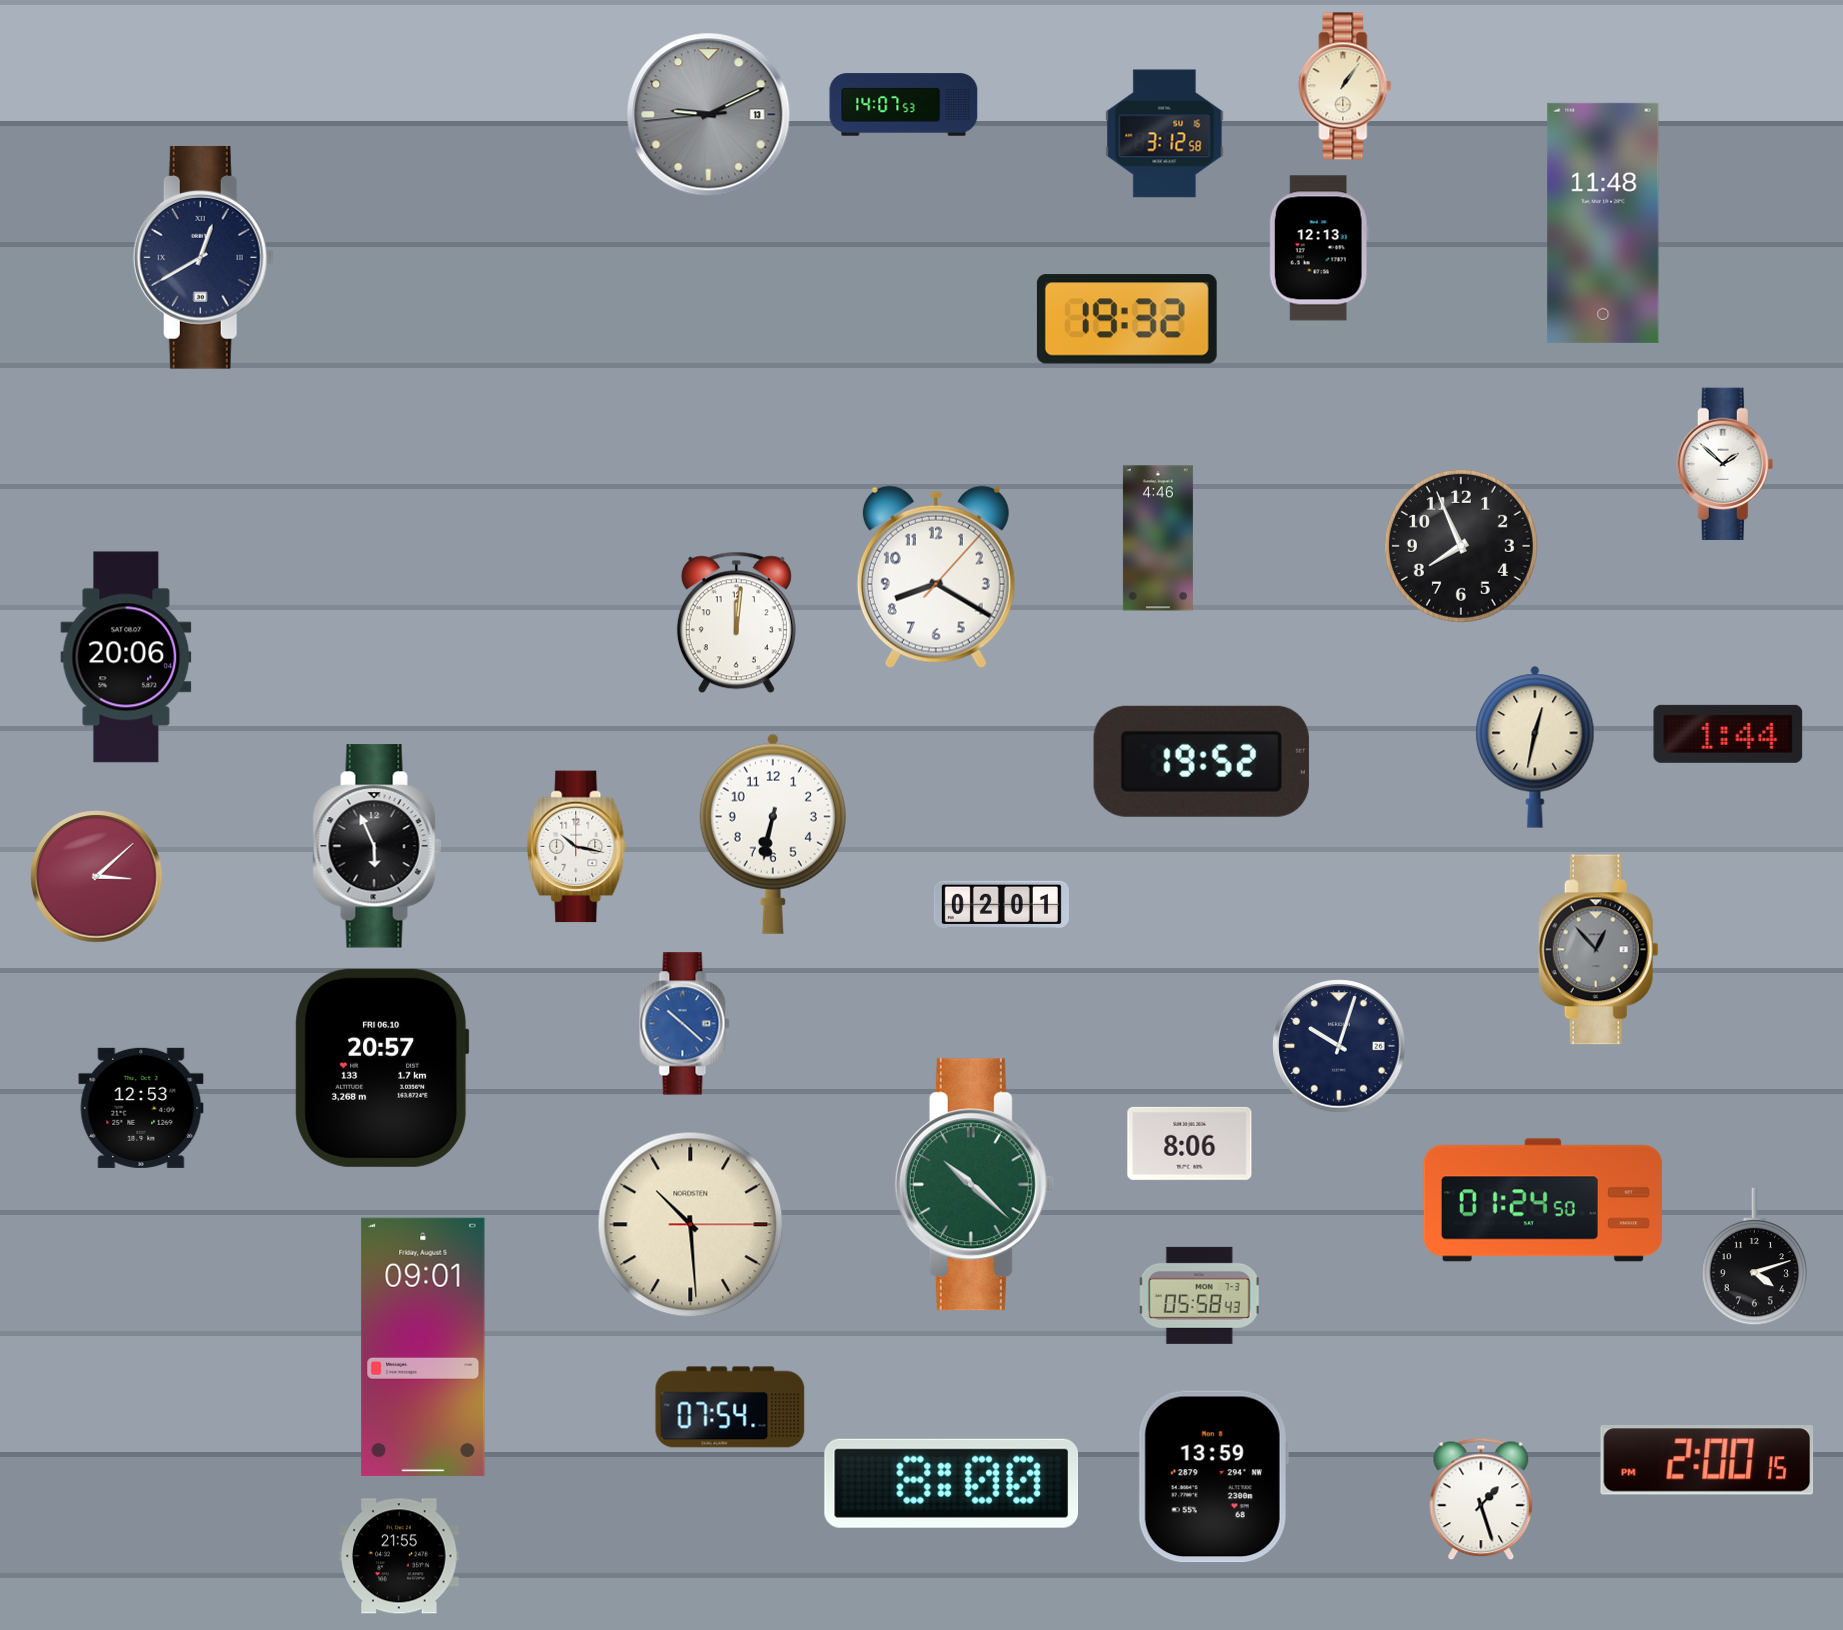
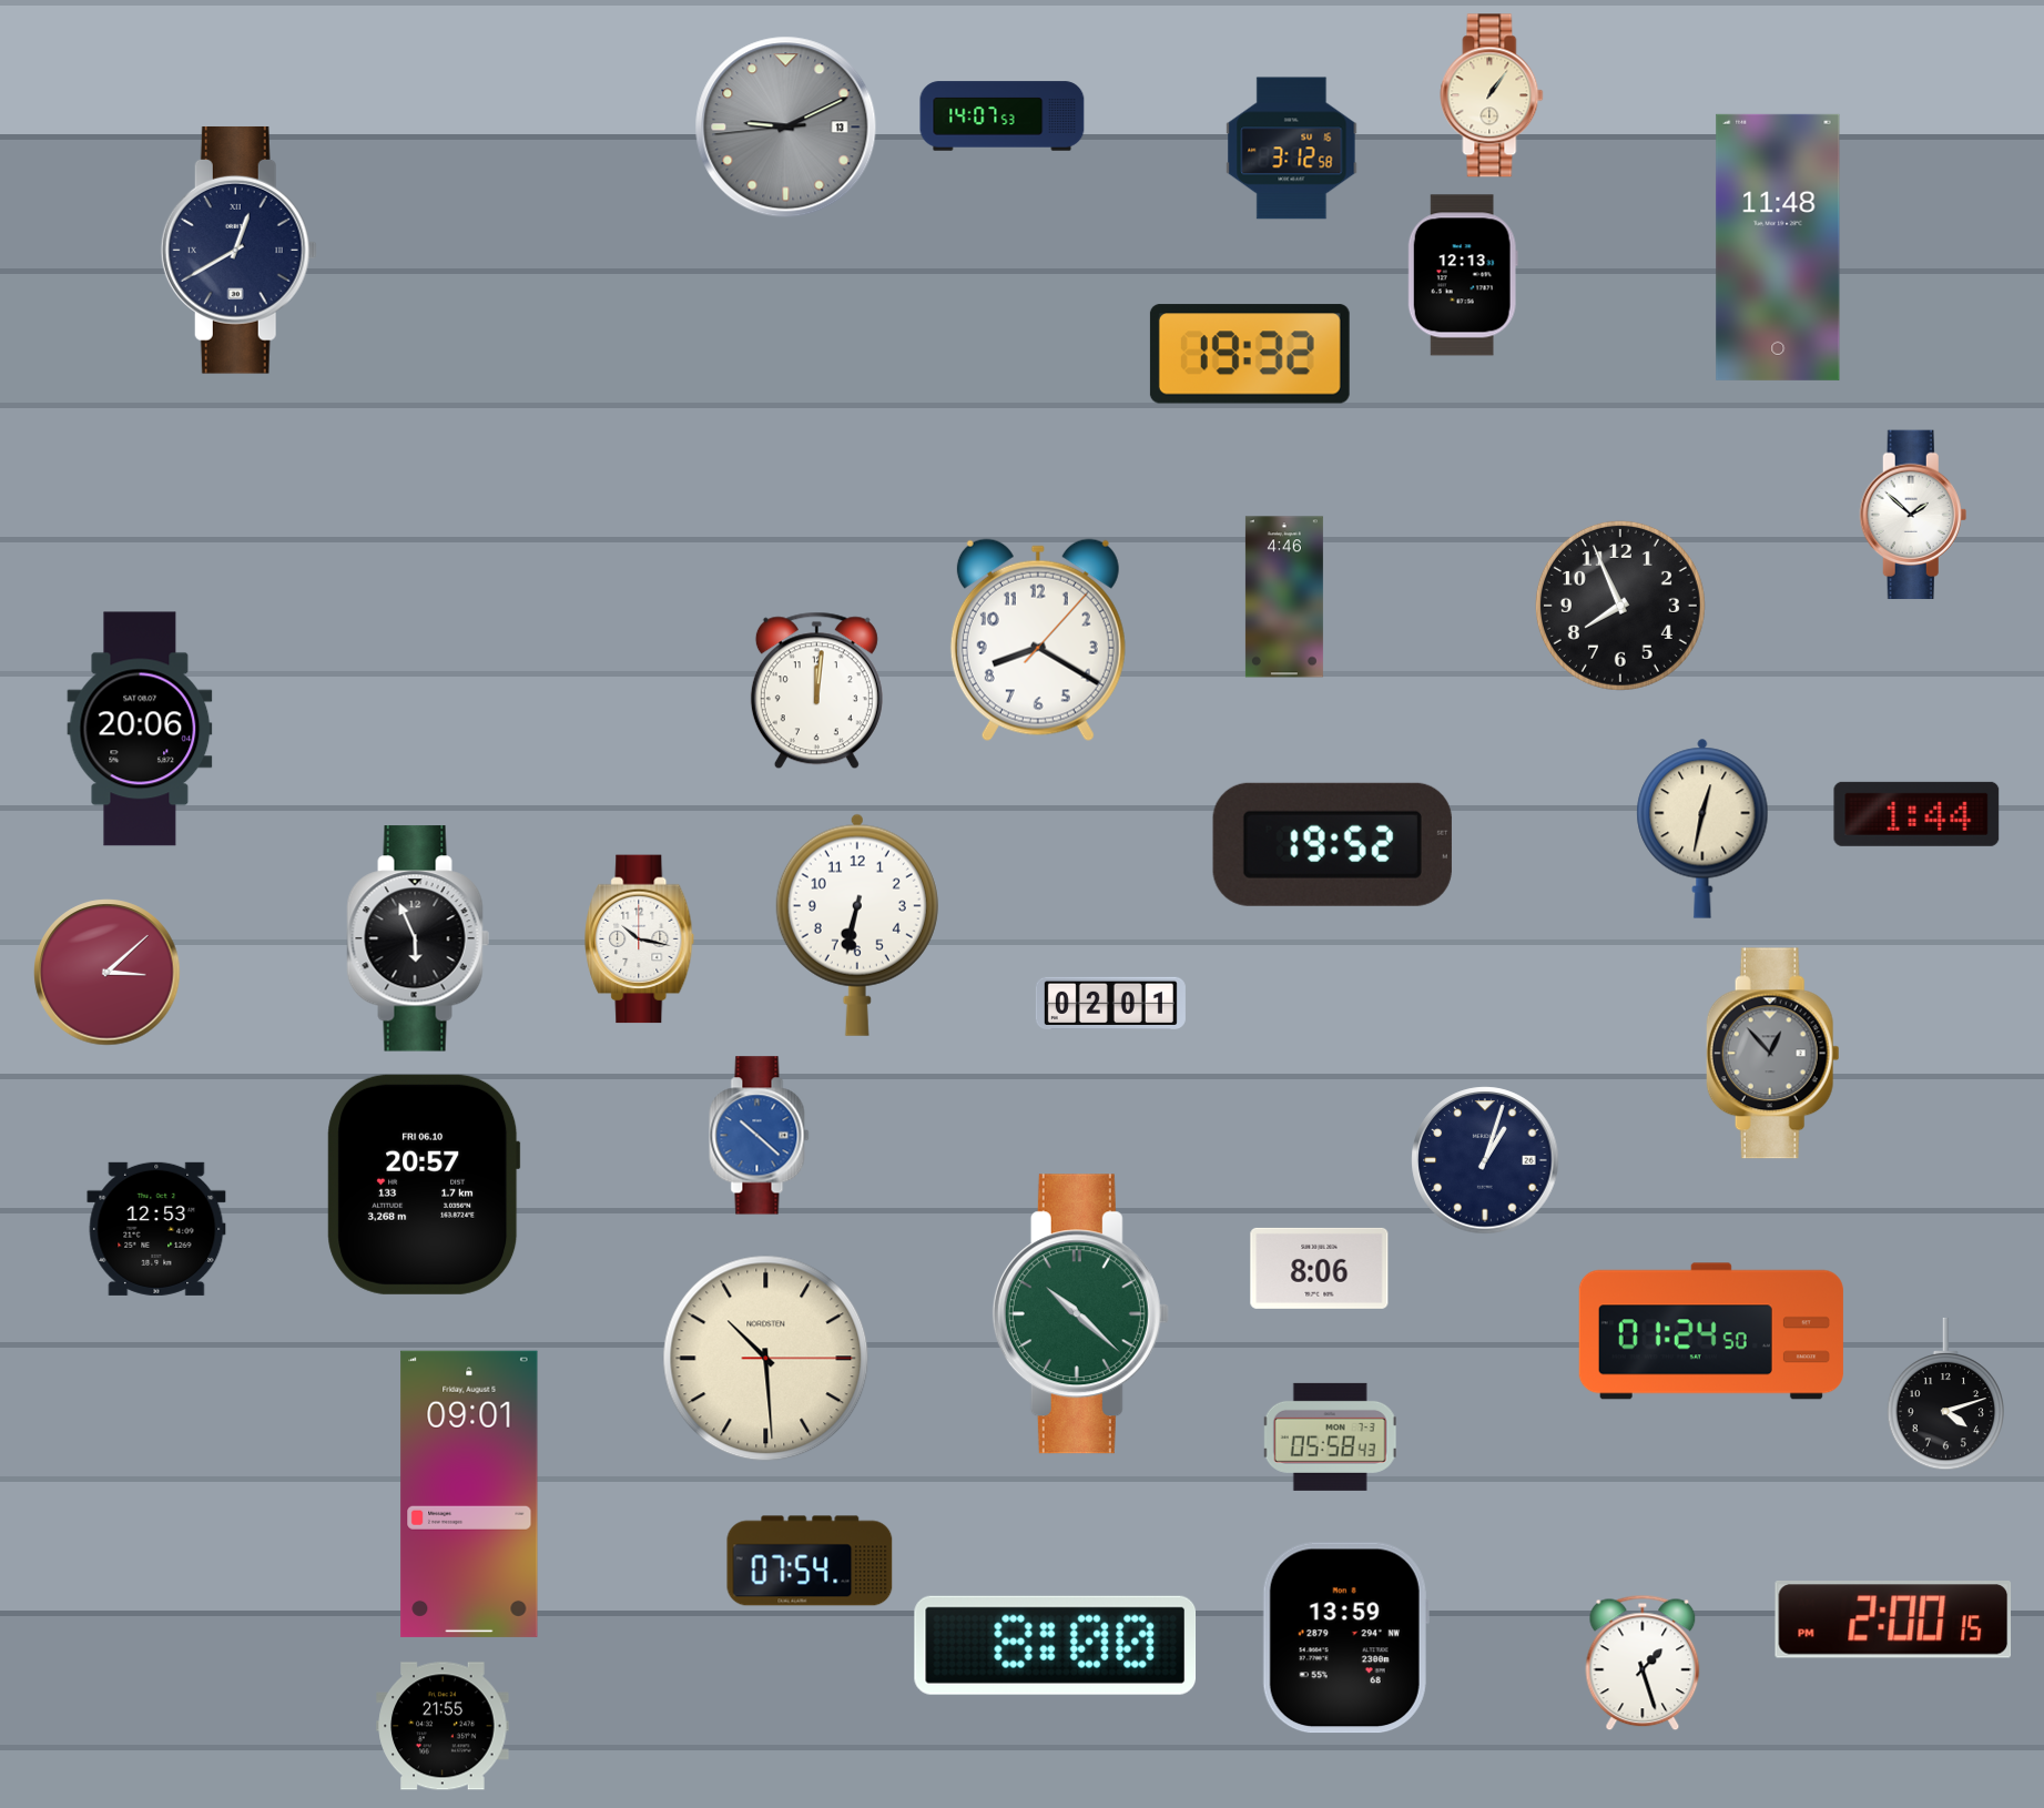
clock at (203, 257) position: (203, 257) -> (238, 250)
clock at (1339, 1046): 10:03 -> 1:03
